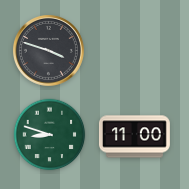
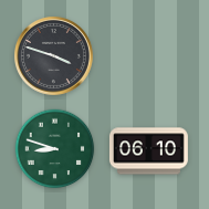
clock at (134, 137): 11:00 -> 06:10
